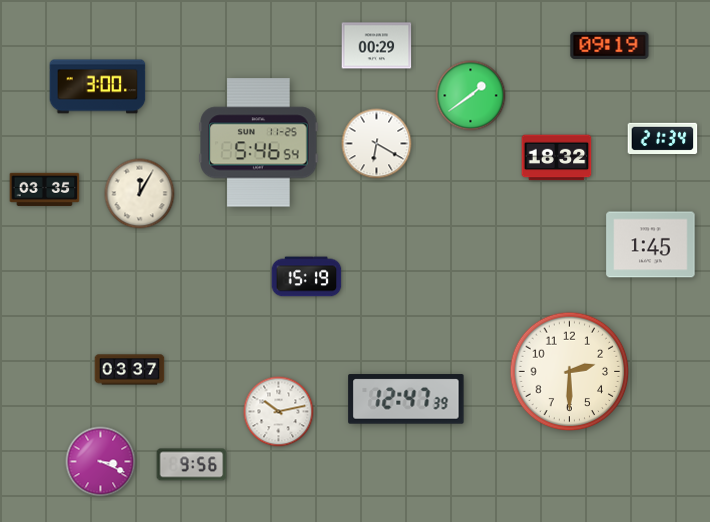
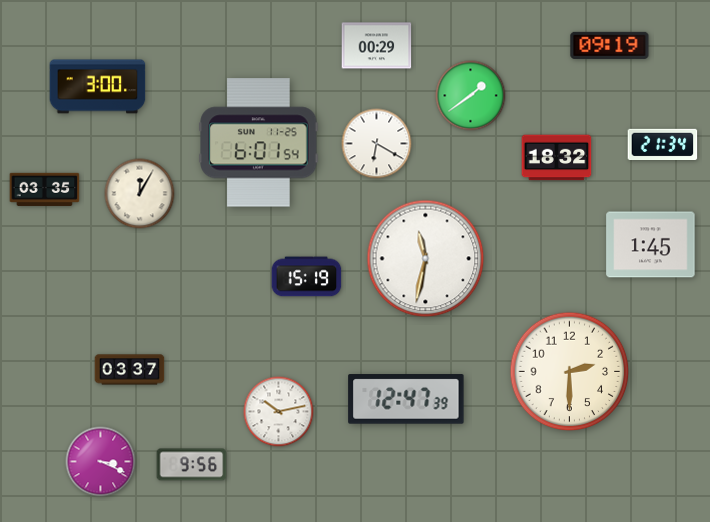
clock at (663, 138) position: (663, 138) -> (663, 144)
clock at (259, 143): 5:46 -> 6:01
clock at (426, 259): none -> 11:32
